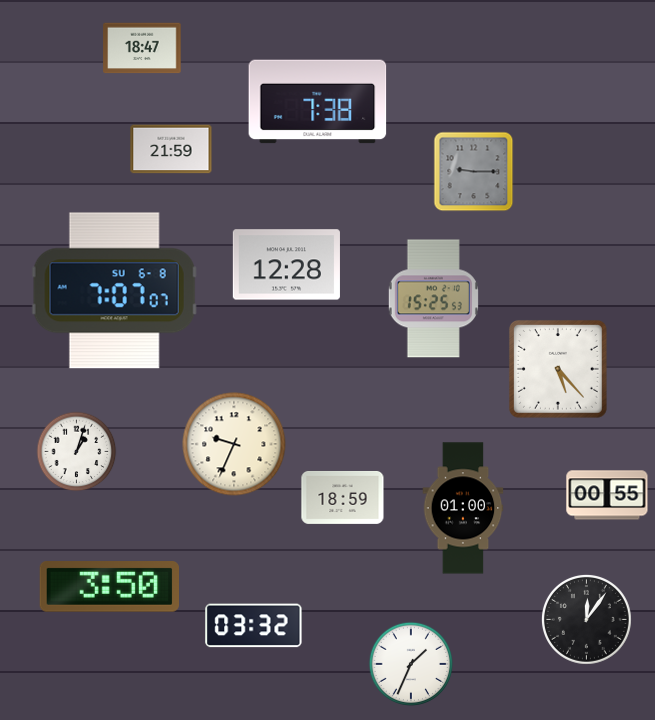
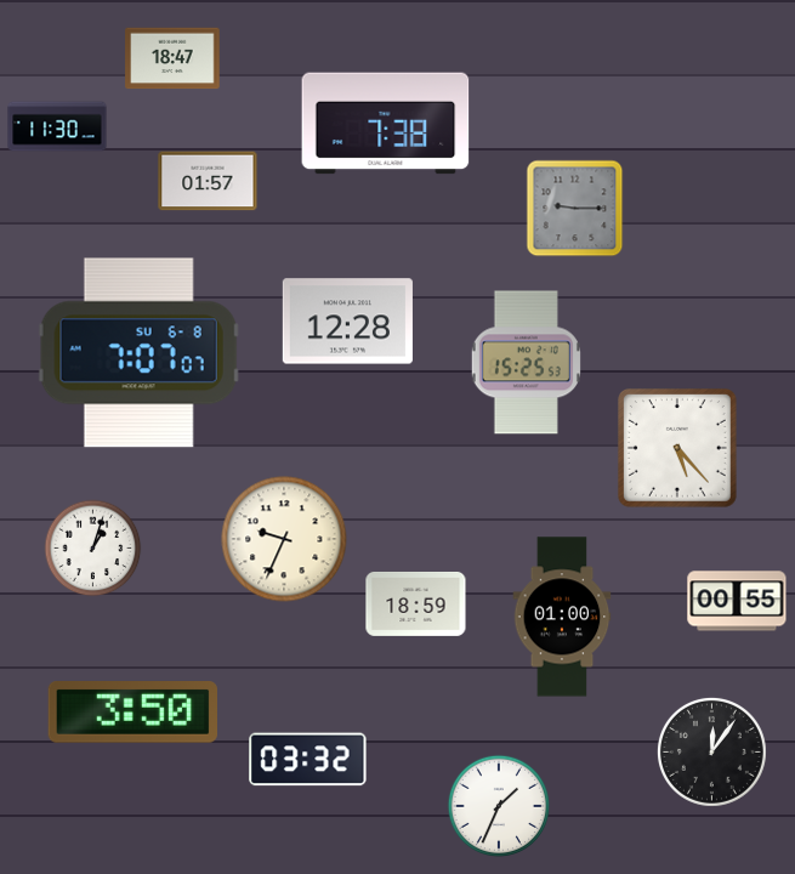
clock at (57, 126): none -> 11:30
clock at (171, 149): 21:59 -> 01:57
